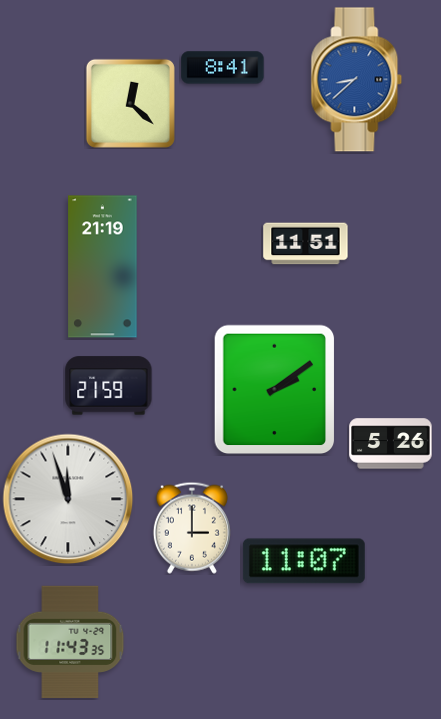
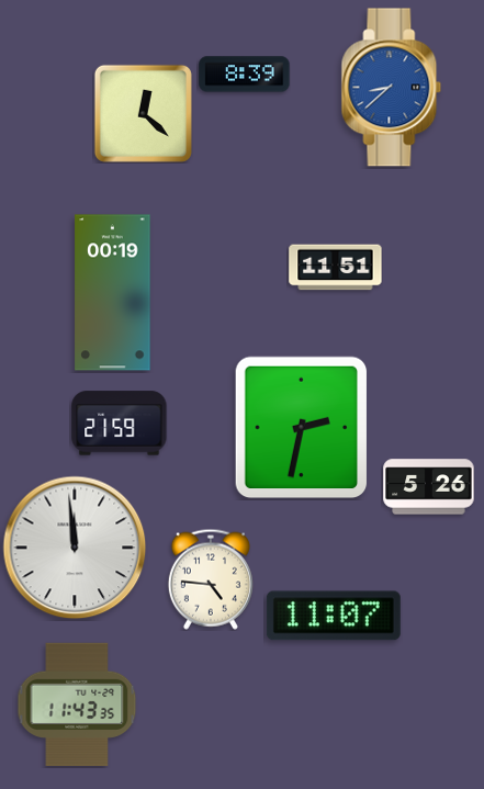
clock at (223, 68): 8:41 -> 8:39
clock at (103, 267): 21:19 -> 00:19
clock at (275, 390): 2:09 -> 2:32
clock at (68, 499): 11:57 -> 11:59
clock at (192, 528): 3:00 -> 4:46
